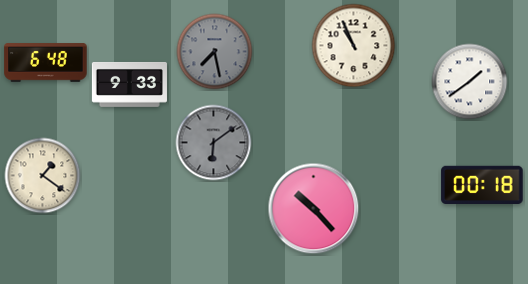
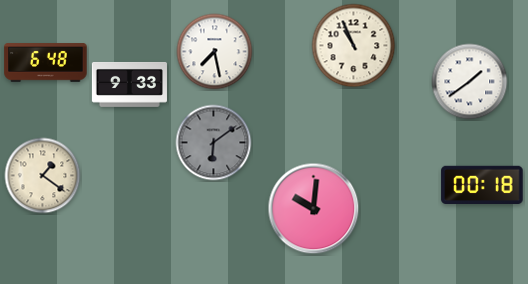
clock at (215, 52) dial: grey -> white
clock at (314, 209): 10:23 -> 10:01
